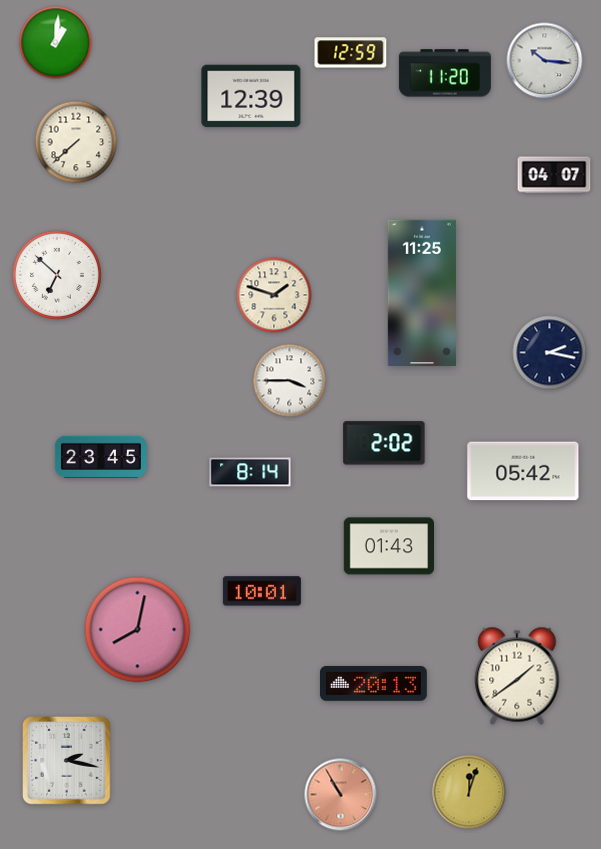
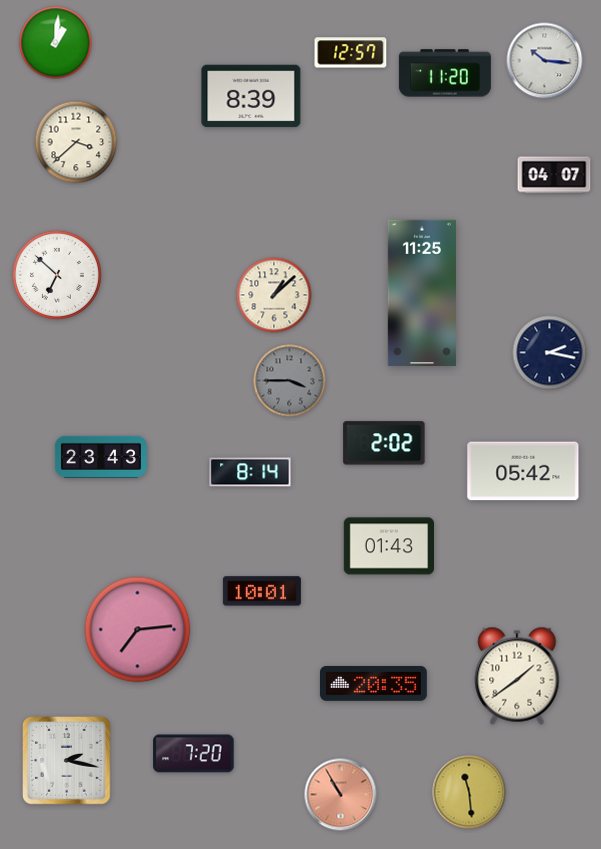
clock at (351, 53): 12:59 -> 12:57
clock at (251, 96): 12:39 -> 8:39
clock at (76, 142): 7:38 -> 3:38
clock at (274, 295): 1:48 -> 1:08
clock at (290, 381) dial: white -> grey
clock at (101, 457): 23:45 -> 23:43
clock at (138, 630): 8:02 -> 7:14
clock at (373, 683): 20:13 -> 20:35
clock at (194, 754): none -> 7:20
clock at (469, 792): 12:03 -> 11:29
